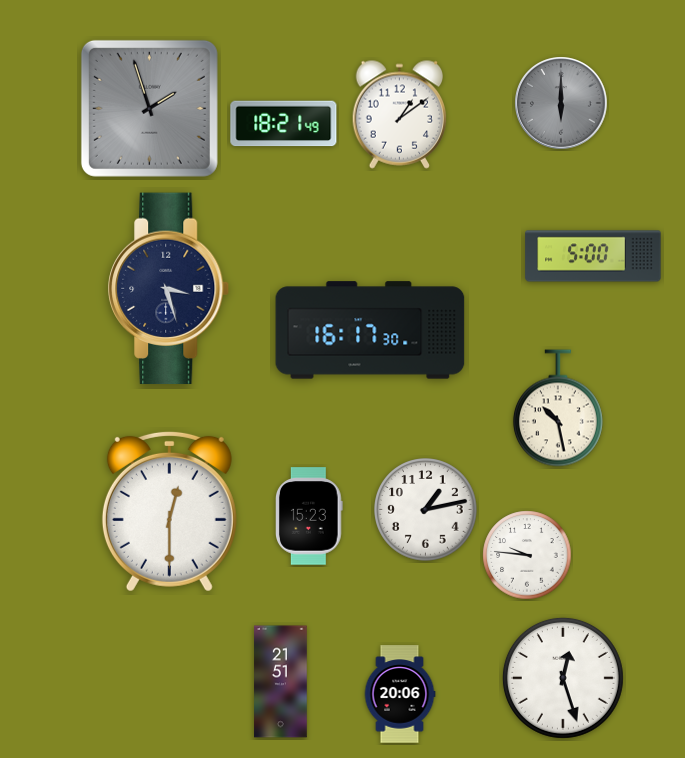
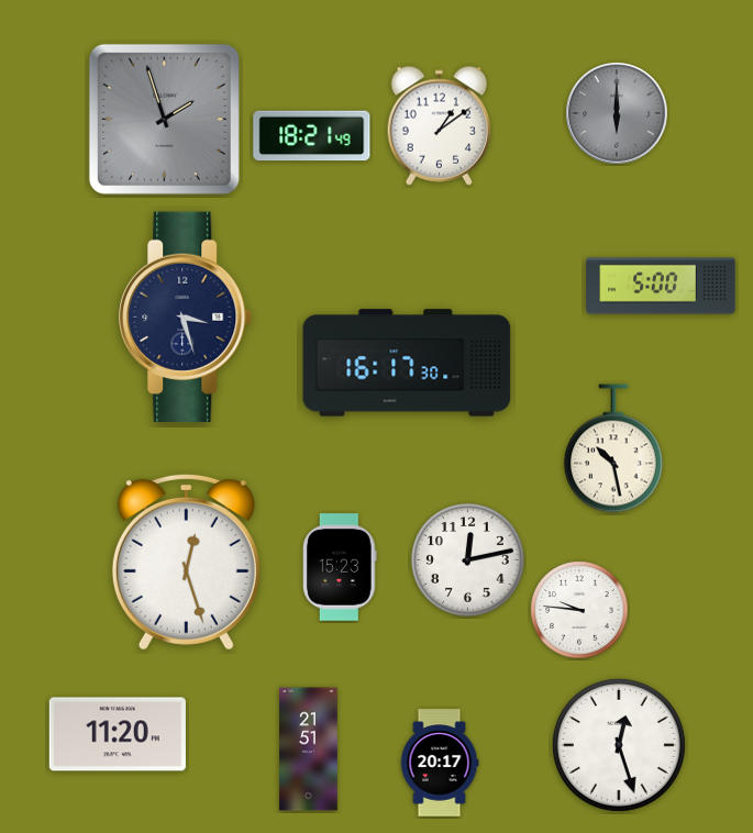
clock at (593, 256) position: (593, 256) -> (661, 286)
clock at (426, 510): 1:13 -> 12:13
clock at (169, 511): 12:30 -> 12:27
clock at (118, 734): none -> 11:20
clock at (400, 694): 20:06 -> 20:17
